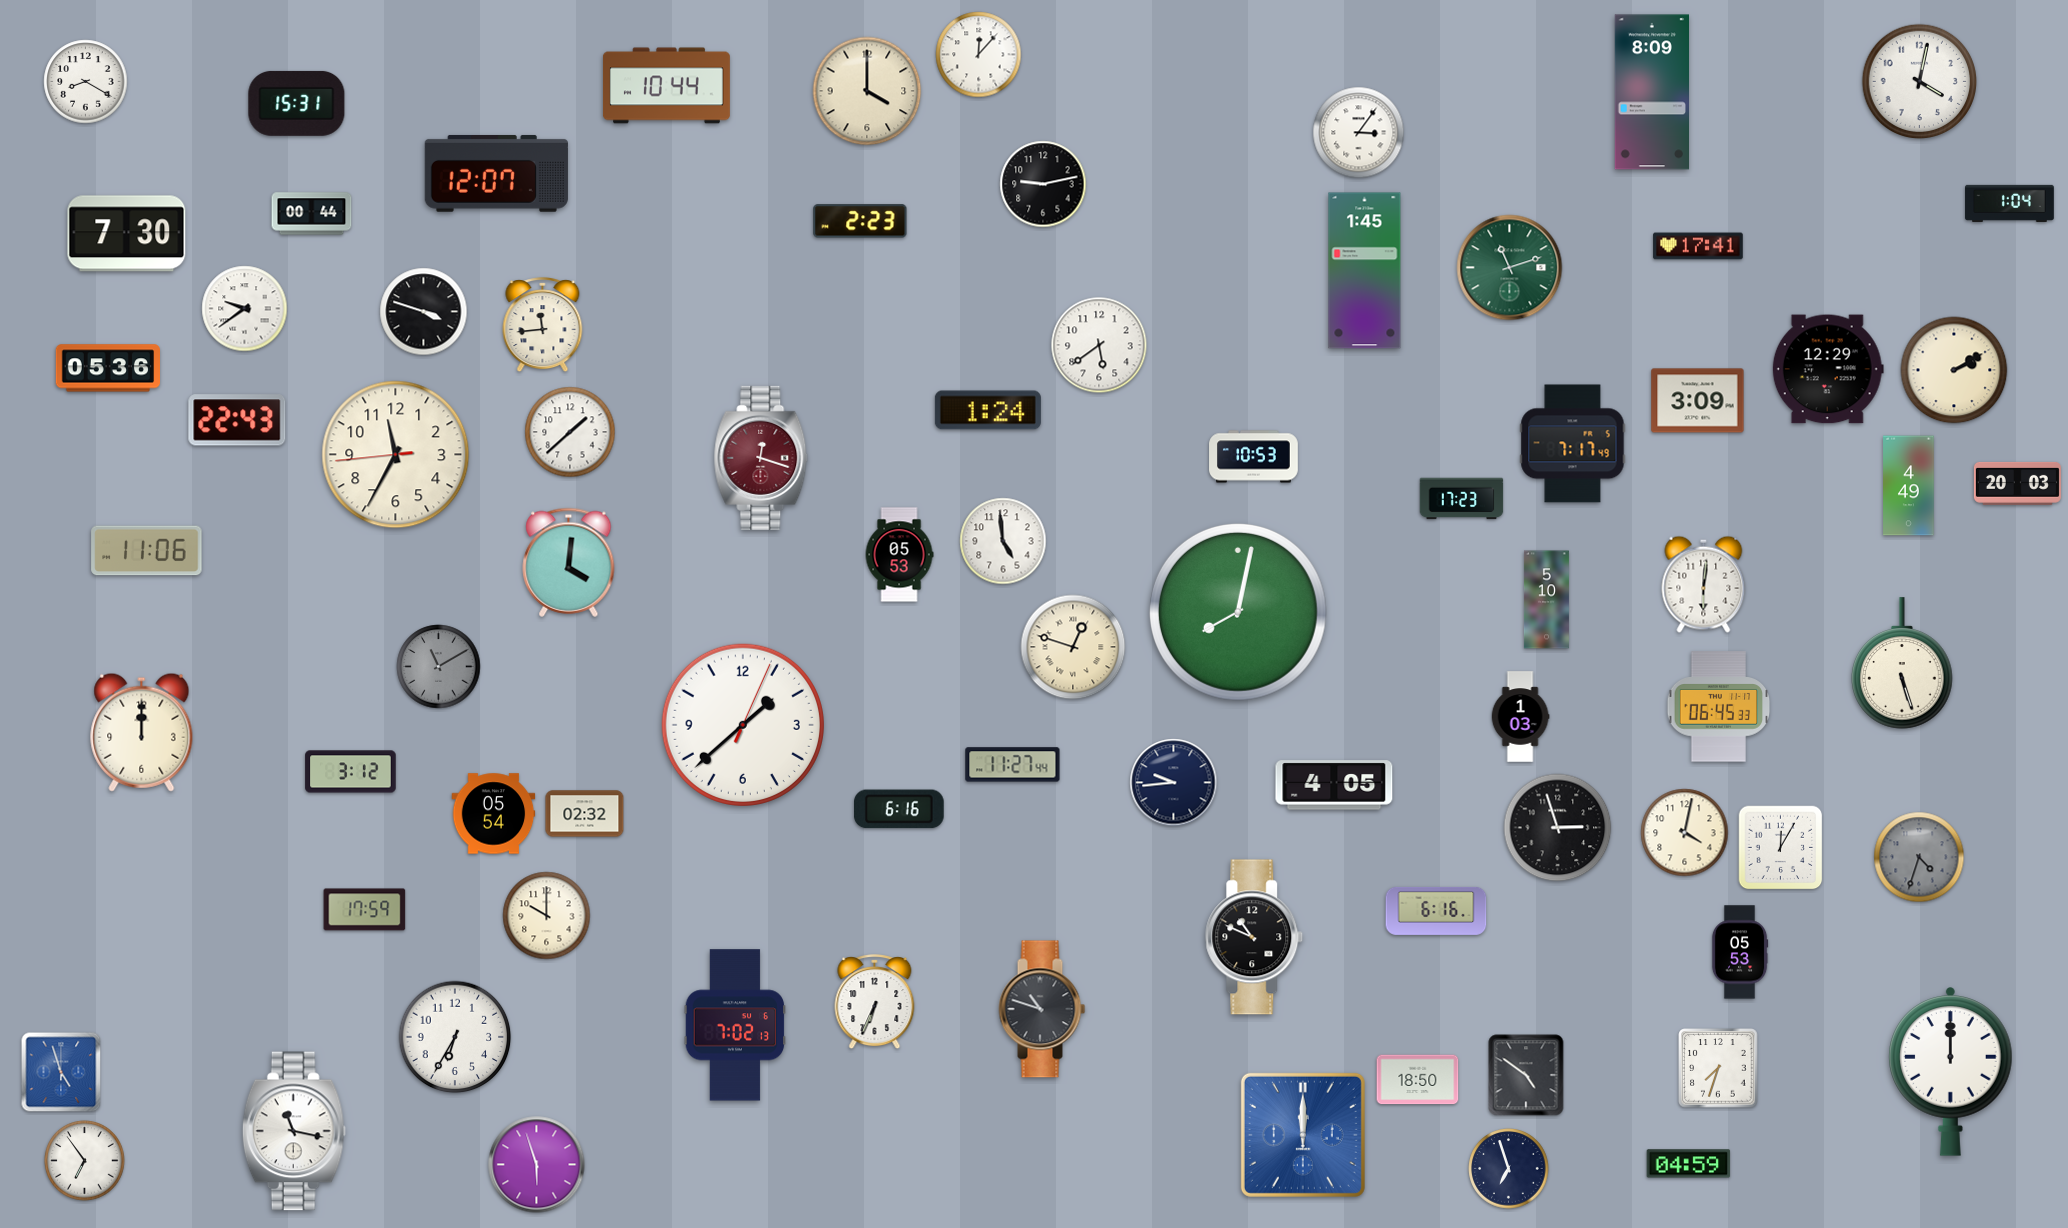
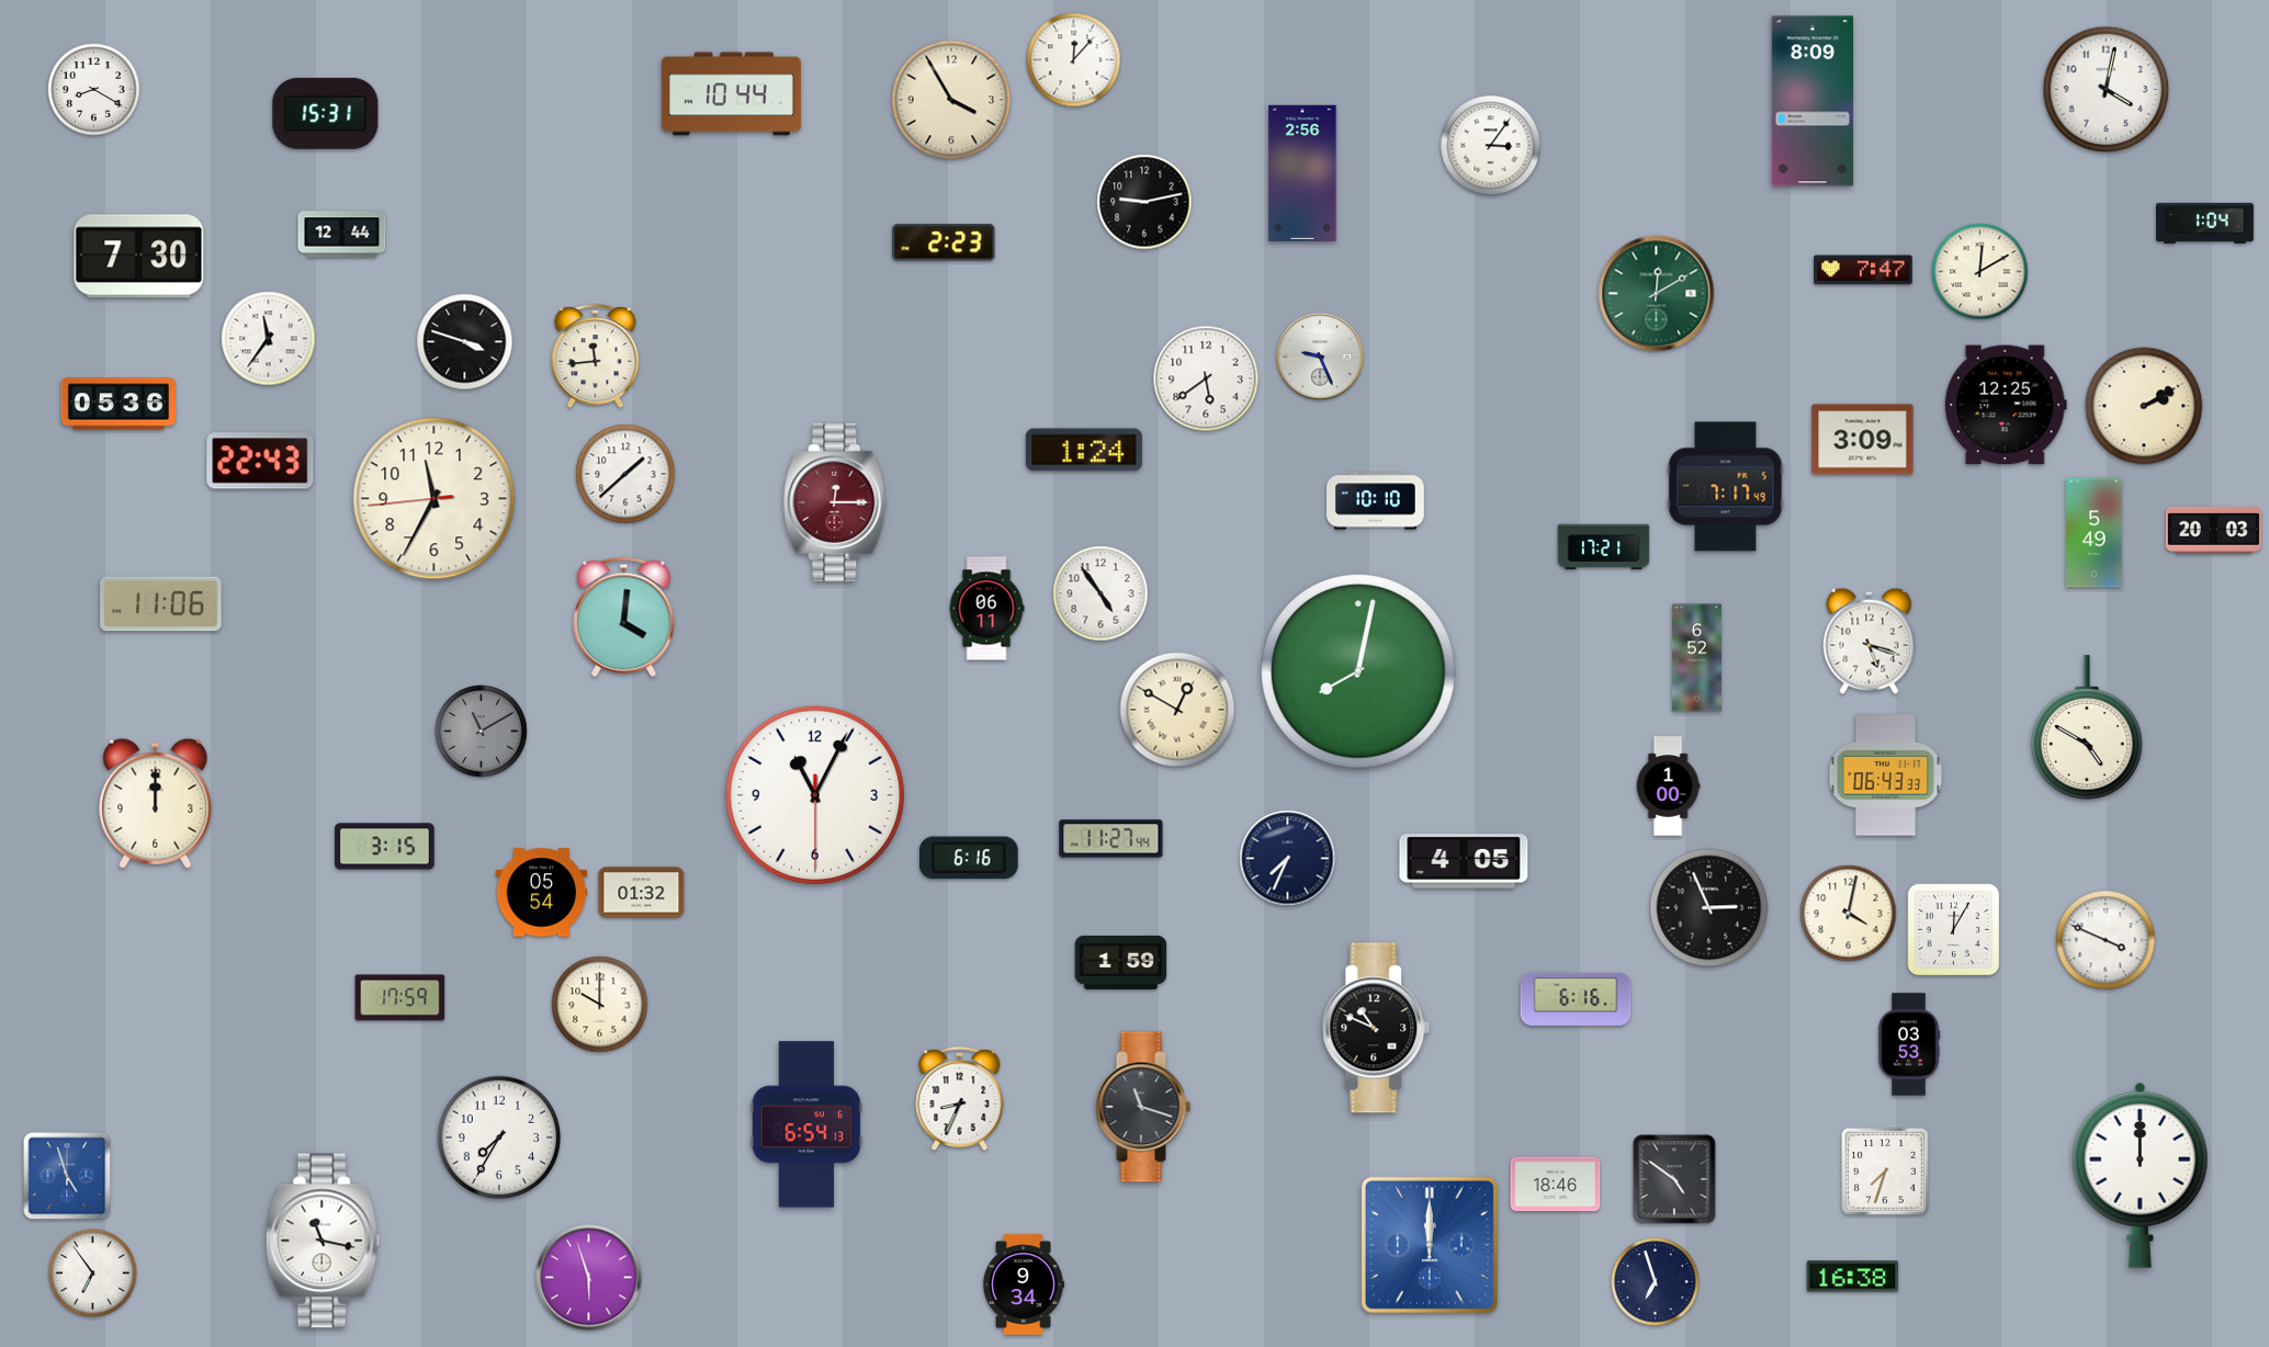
clock at (867, 91): 4:00 -> 3:55
clock at (1302, 173): none -> 2:56
clock at (496, 173): 12:07 -> none
clock at (312, 214): 00:44 -> 12:44
clock at (1698, 246): 17:41 -> 7:47
clock at (1980, 272): none -> 12:10
clock at (1510, 268): 11:12 -> 12:10
clock at (1365, 271): 1:45 -> none
clock at (245, 309): 9:39 -> 11:36
clock at (1320, 356): none -> 9:26
clock at (1828, 369): 12:29 -> 12:25
clock at (1254, 457): 10:53 -> 10:10
clock at (761, 458): 12:18 -> 12:15
clock at (1909, 486): 4:49 -> 5:49
clock at (1462, 499): 17:23 -> 17:21
clock at (1003, 541): 4:59 -> 4:54
clock at (899, 555): 05:53 -> 06:11
clock at (1704, 584): 6:01 -> 5:18
clock at (1546, 600): 5:10 -> 6:52
clock at (1073, 647): 12:48 -> 12:50
clock at (1902, 663): 5:27 -> 4:50
clock at (1719, 707): 06:45 -> 06:43
clock at (1520, 717): 1:03 -> 1:00
clock at (743, 725): 1:38 -> 11:04
clock at (351, 772): 3:12 -> 3:15
clock at (1174, 783): 9:44 -> 7:34
clock at (900, 809) position: (900, 809) -> (970, 858)
clock at (585, 814): 02:32 -> 01:32
clock at (1558, 828): 2:57 -> 2:56
clock at (1919, 857): 4:33 -> 3:49
clock at (1919, 857) dial: grey -> white
clock at (1121, 962): none -> 1:59
clock at (1740, 952): 05:53 -> 03:53
clock at (875, 1002): 6:34 -> 8:34
clock at (1042, 1009): 10:48 -> 11:18
clock at (735, 1025): 7:02 -> 6:54
clock at (455, 1037): 6:35 -> 7:35
clock at (1418, 1080): 18:50 -> 18:46
clock at (1689, 1164): 04:59 -> 16:38
clock at (1025, 1284): none -> 9:34
